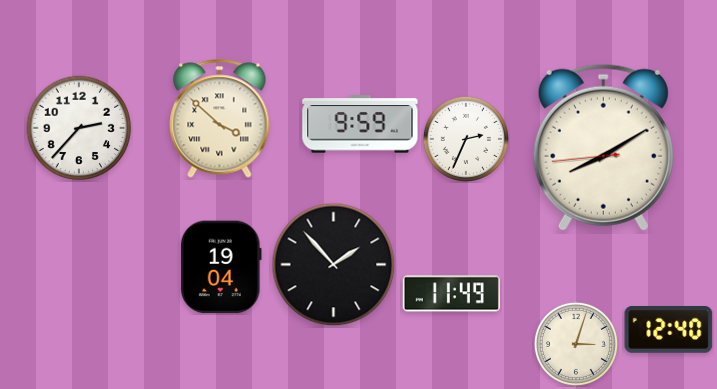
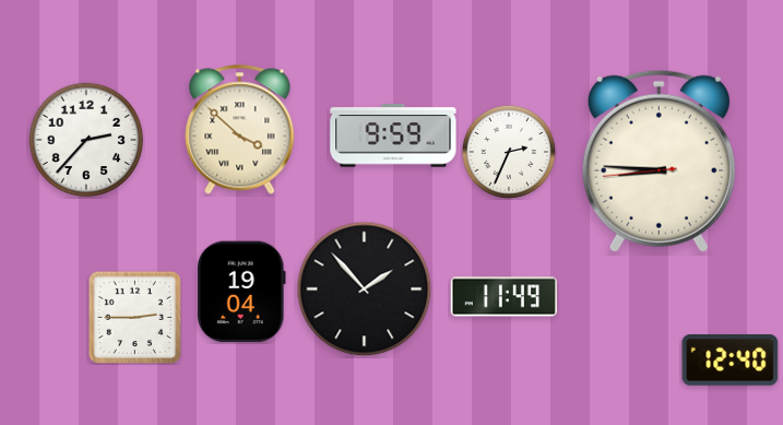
clock at (603, 147): 8:09 -> 8:45
clock at (134, 317): none -> 2:45
clock at (451, 294) position: (451, 294) -> (503, 297)
clock at (576, 344): 3:03 -> none
